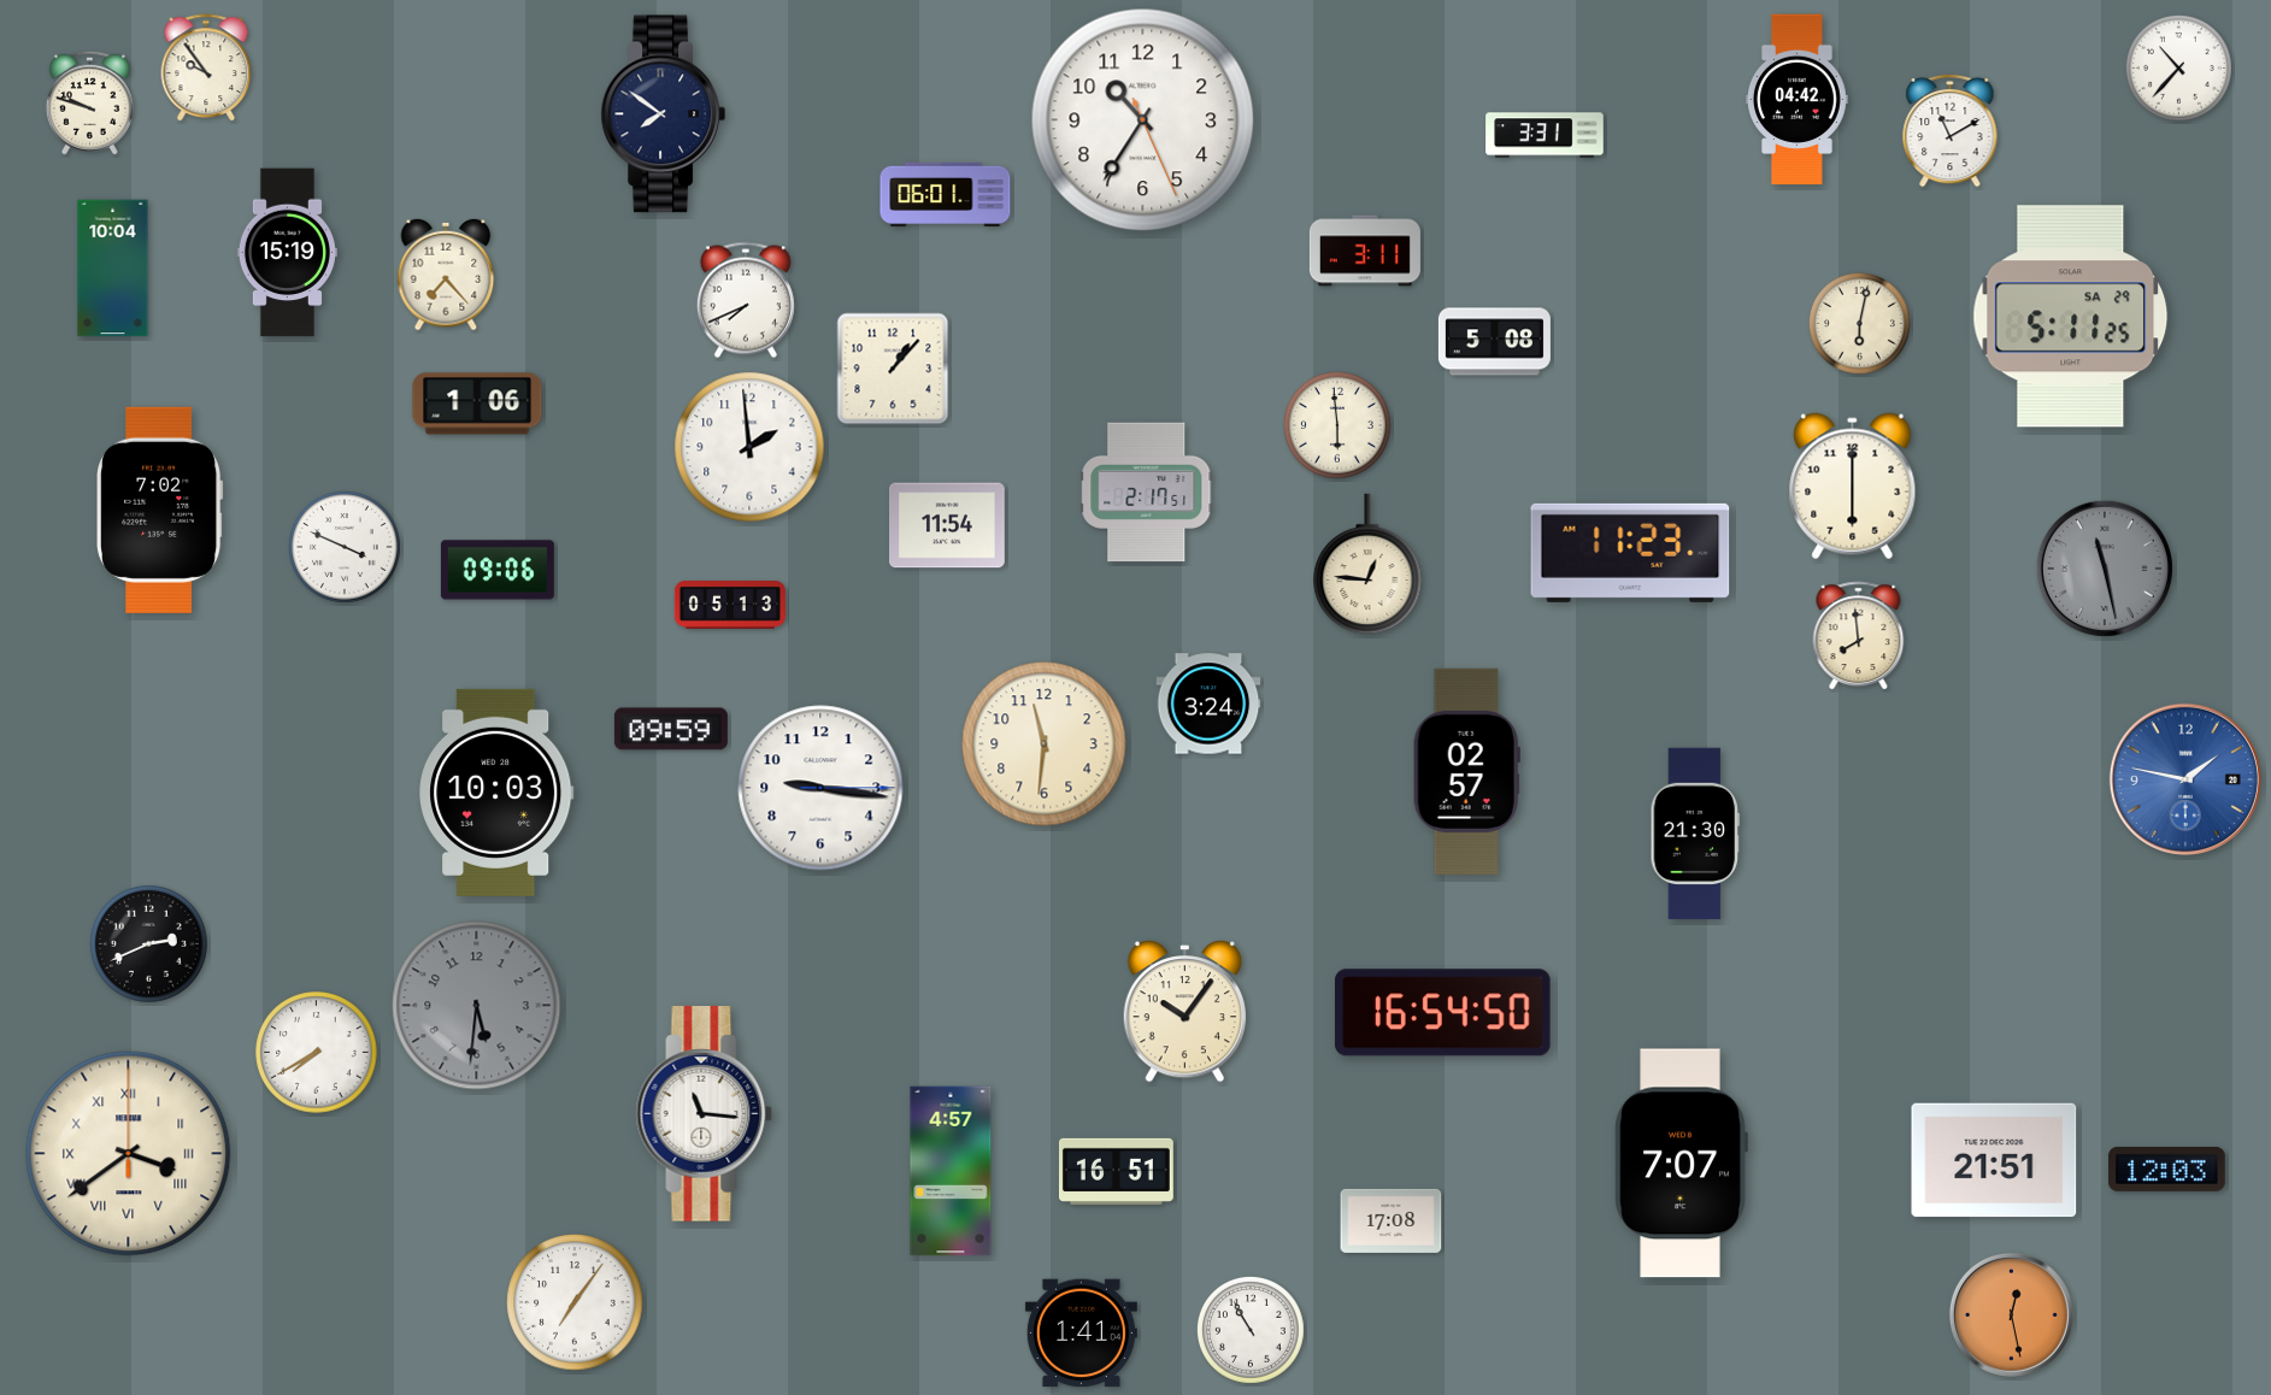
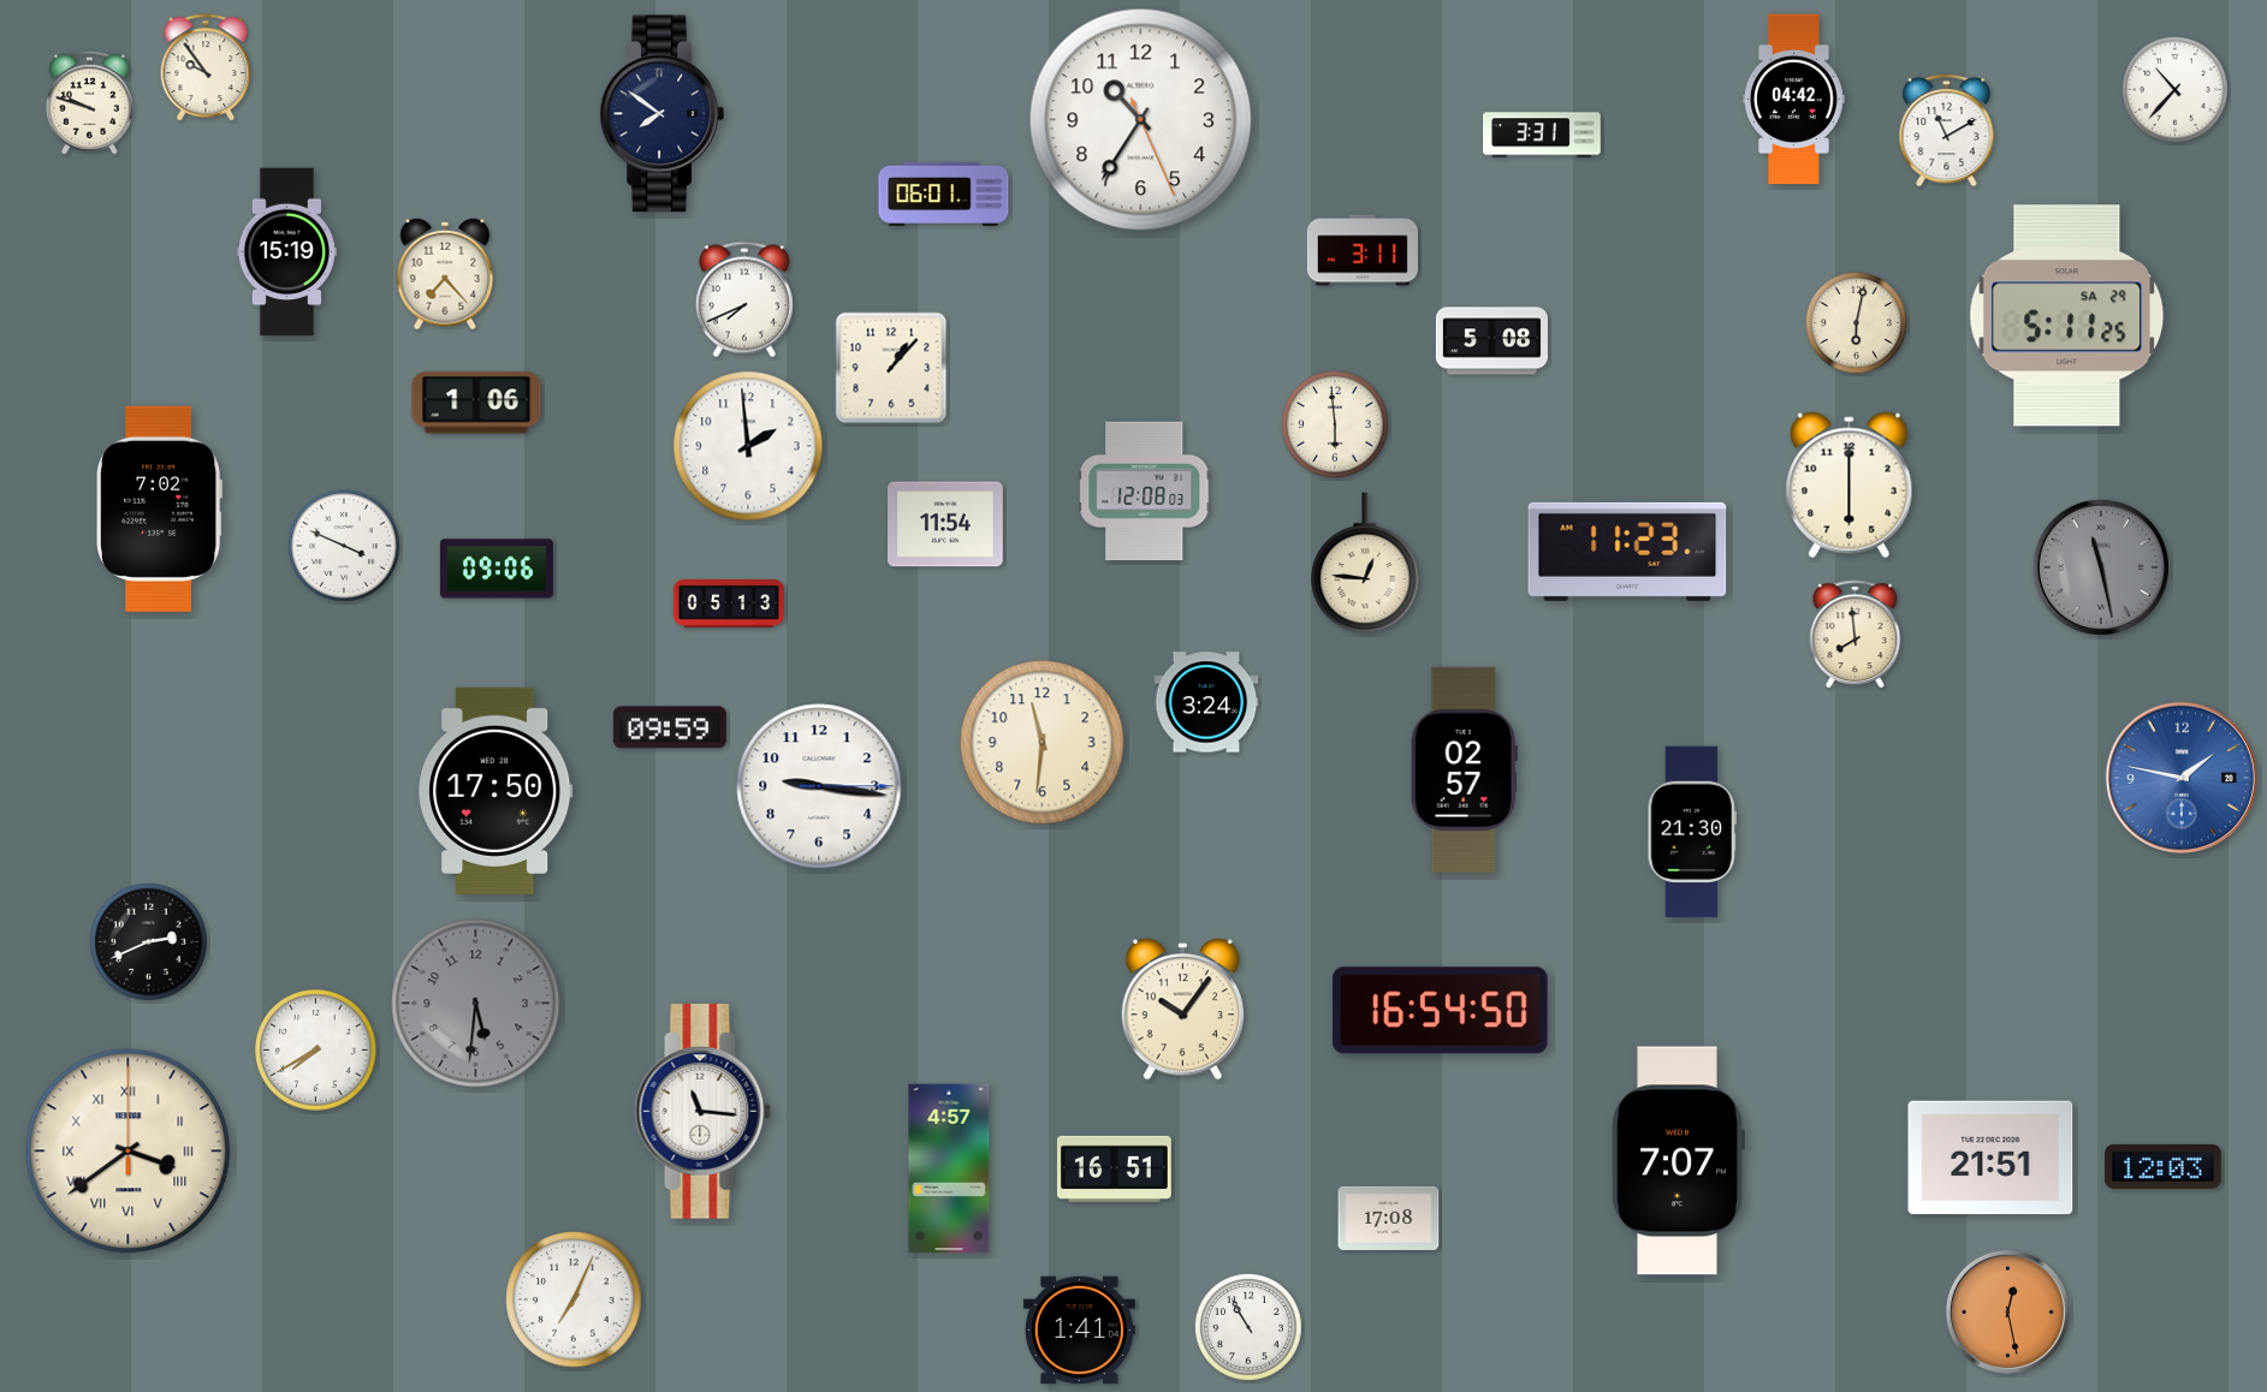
clock at (2178, 67) position: (2178, 67) -> (2174, 89)
clock at (113, 269): 10:04 -> none
clock at (1147, 493): 2:17 -> 12:08
clock at (496, 793): 10:03 -> 17:50
clock at (575, 1302): 7:06 -> 7:04
